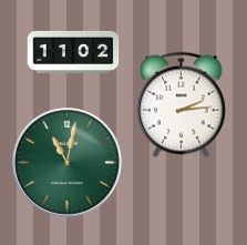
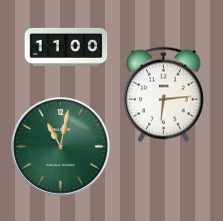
clock at (73, 52): 11:02 -> 11:00
clock at (182, 105): 2:14 -> 6:14
